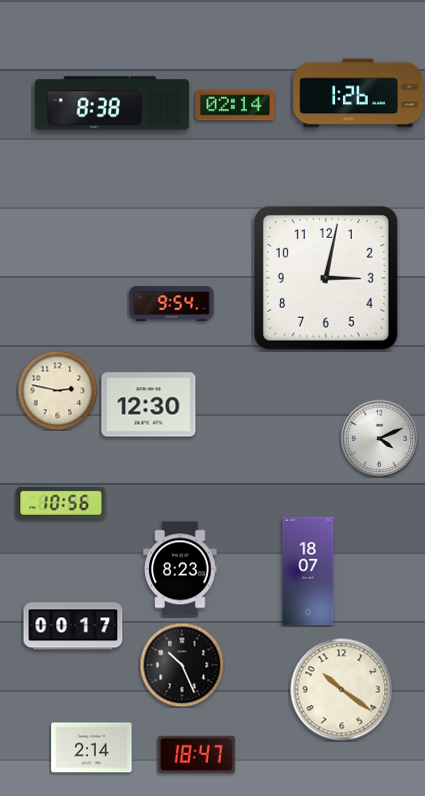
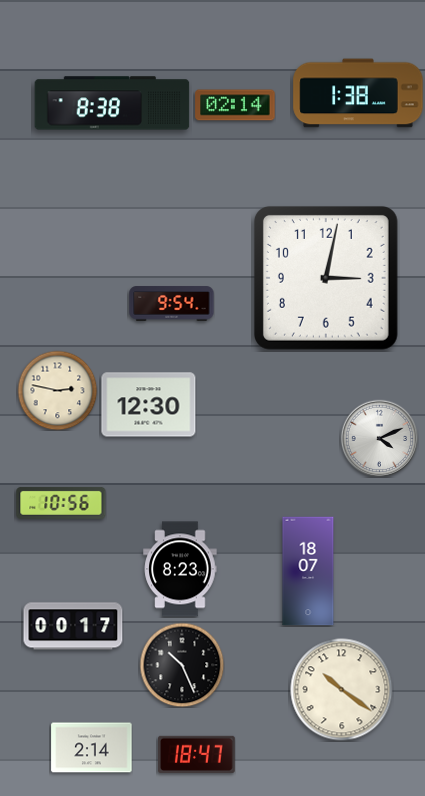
clock at (358, 93): 1:26 -> 1:38
